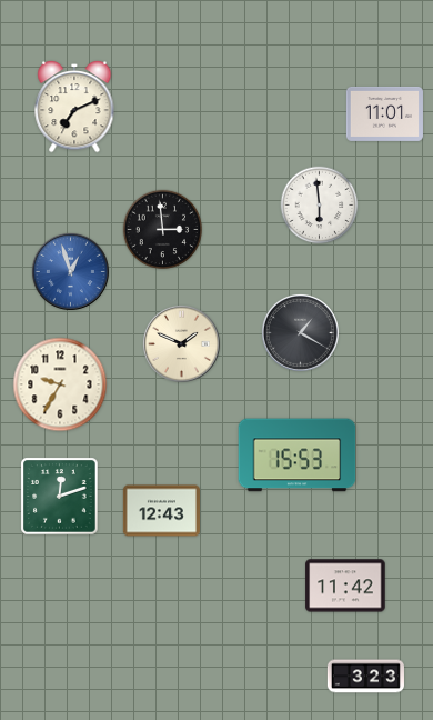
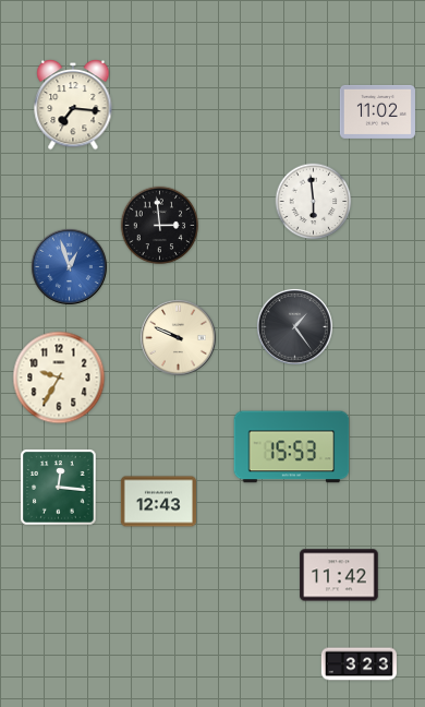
clock at (74, 107): 7:11 -> 7:16
clock at (384, 113): 11:01 -> 11:02
clock at (300, 332): 1:20 -> 1:24
clock at (181, 343): 1:49 -> 9:49
clock at (60, 497): 12:12 -> 12:16
